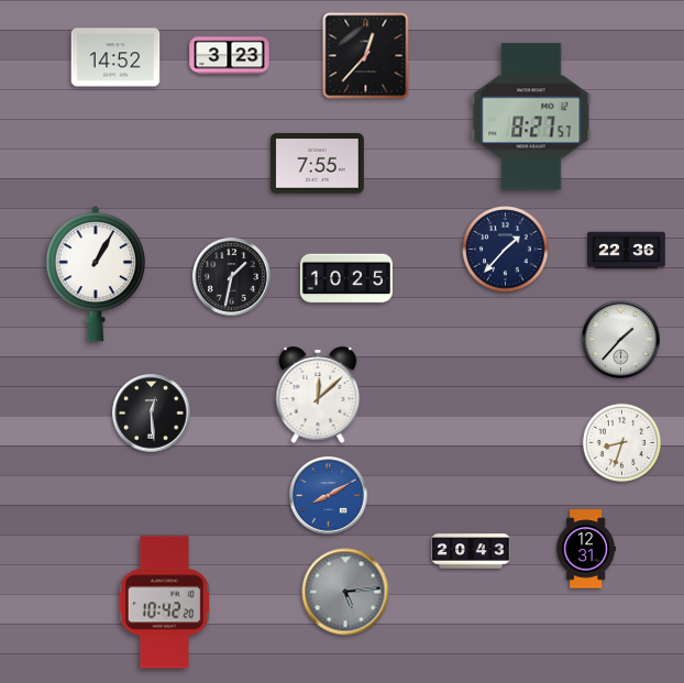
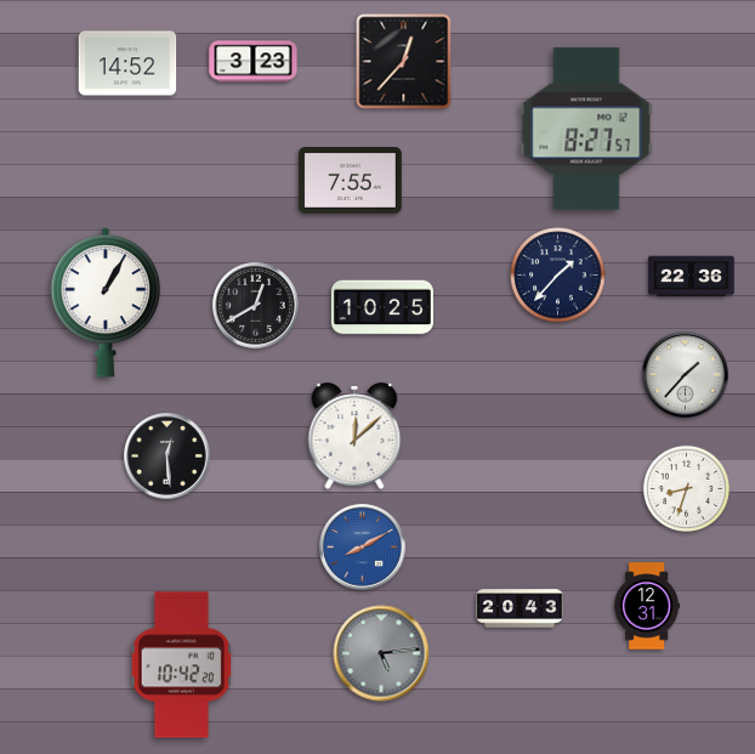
clock at (232, 277): 1:32 -> 12:40
clock at (318, 395) position: (318, 395) -> (354, 436)
